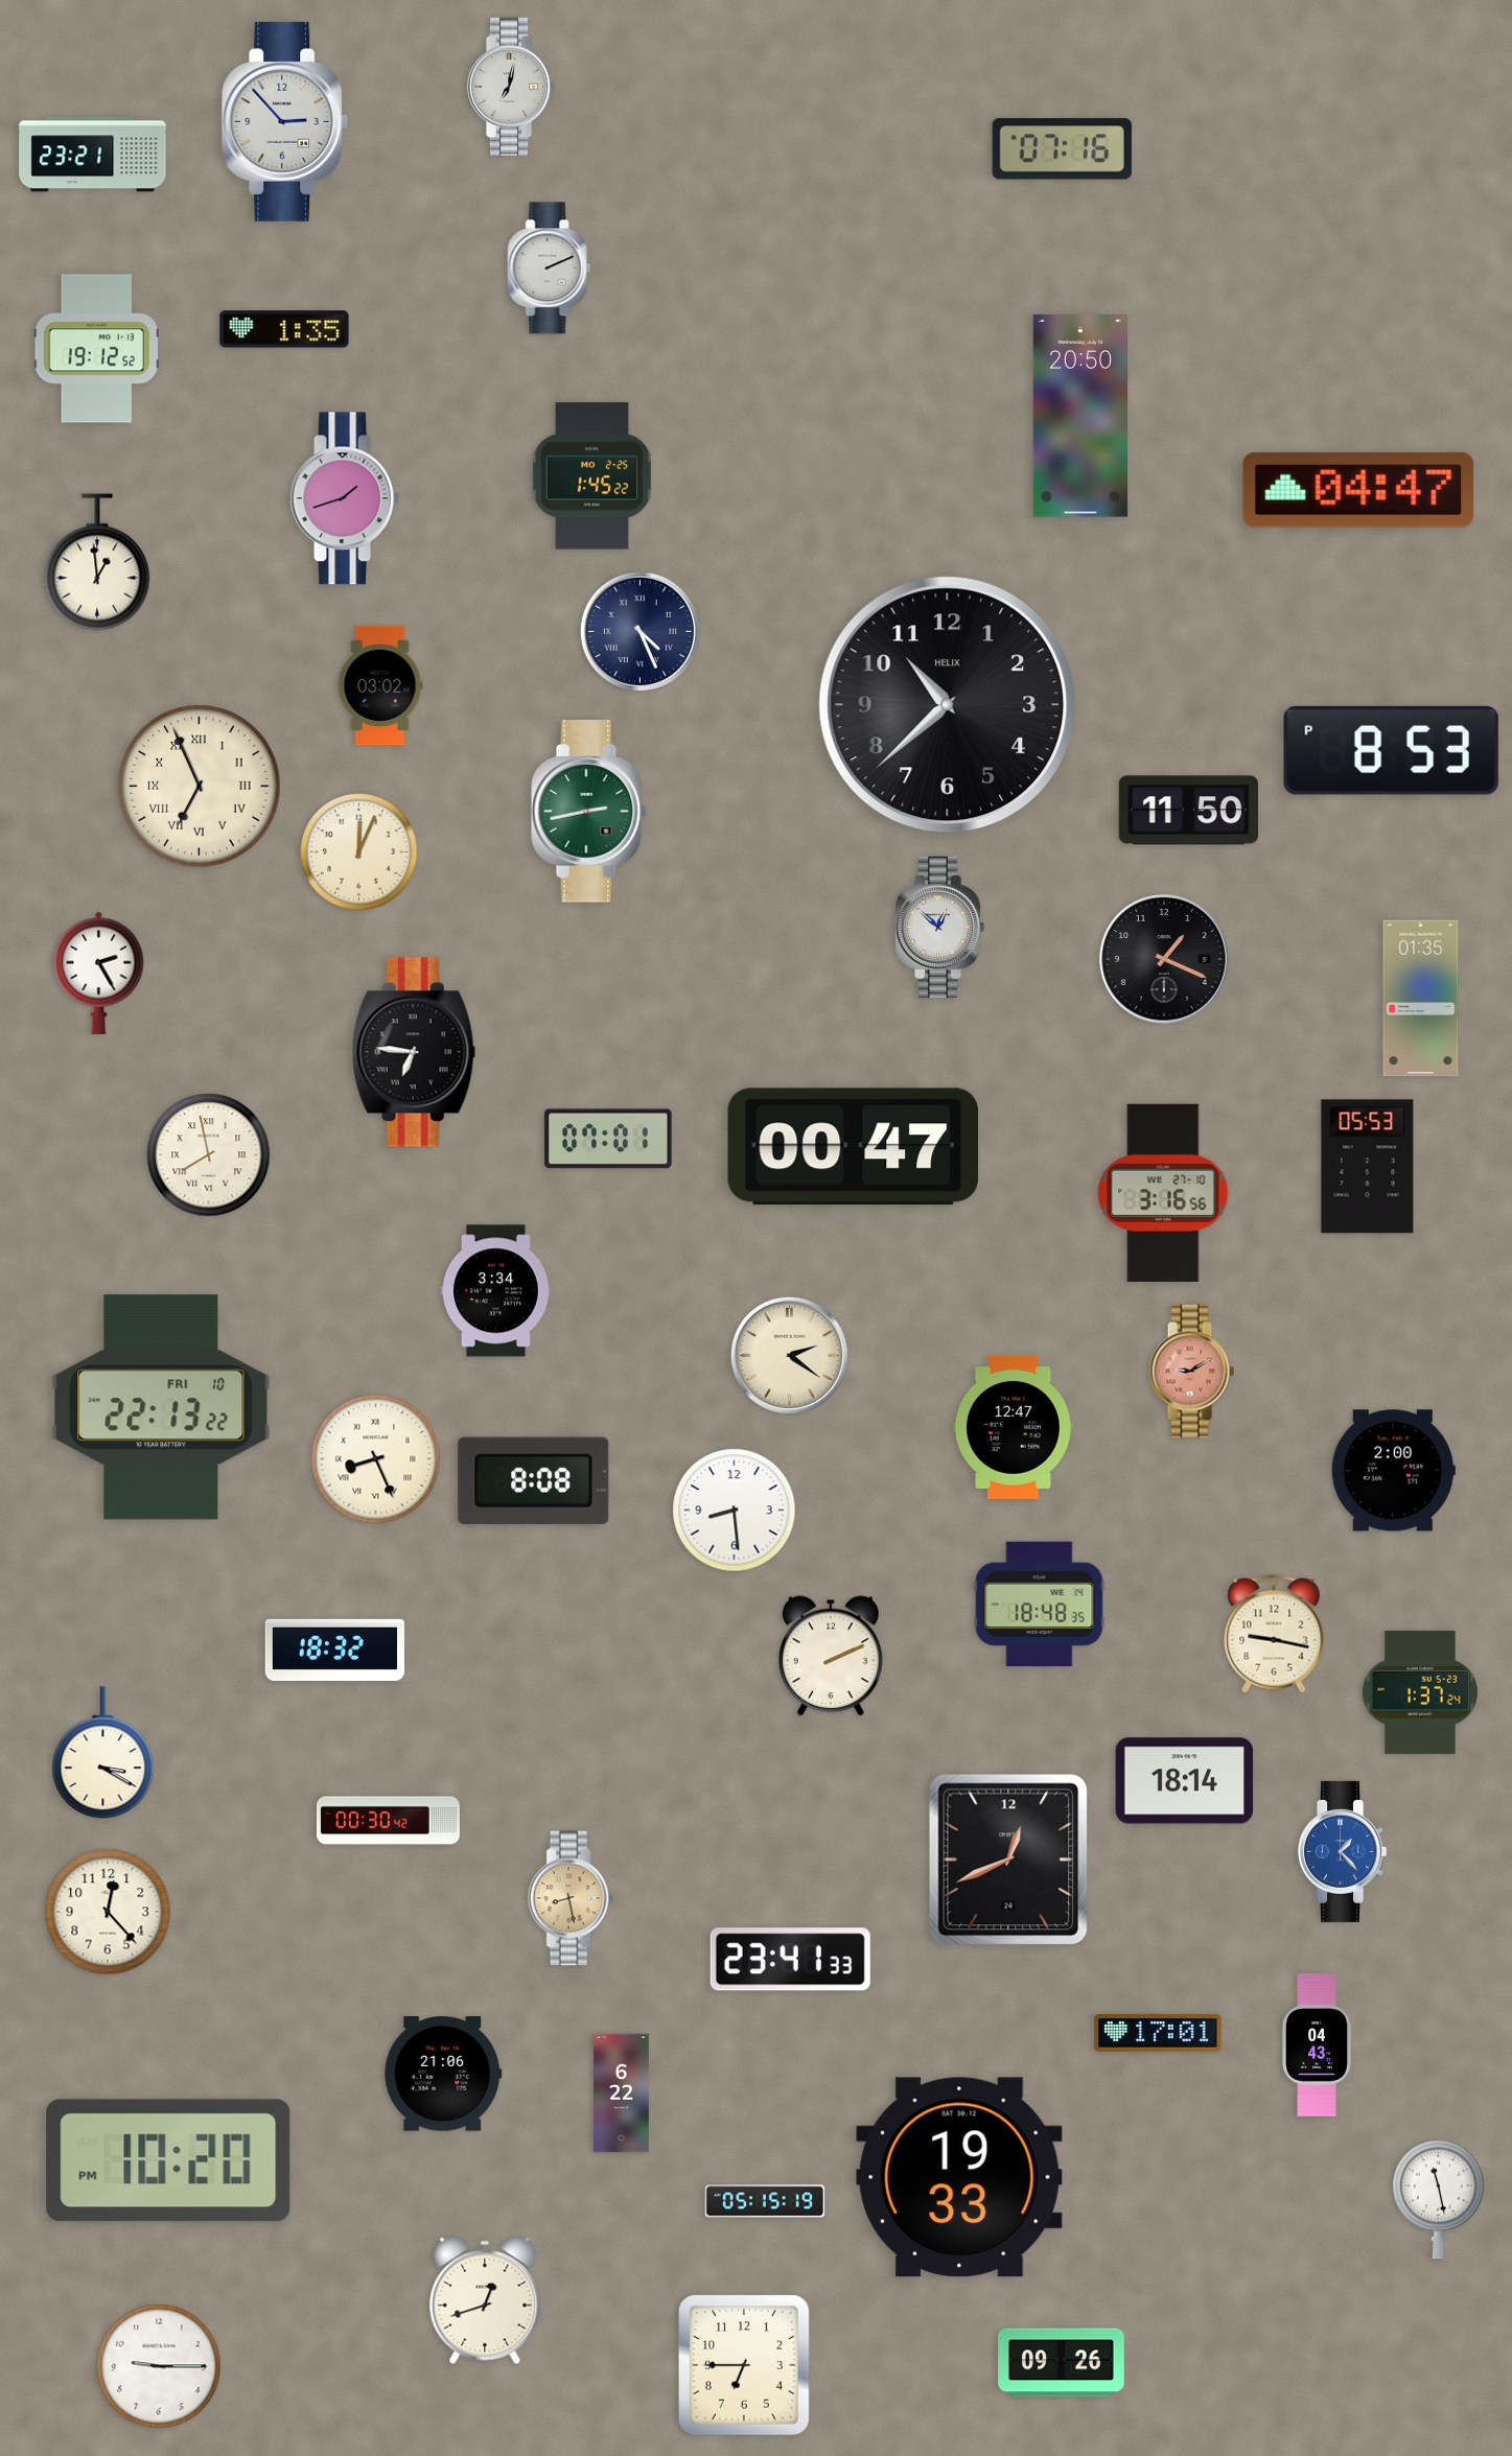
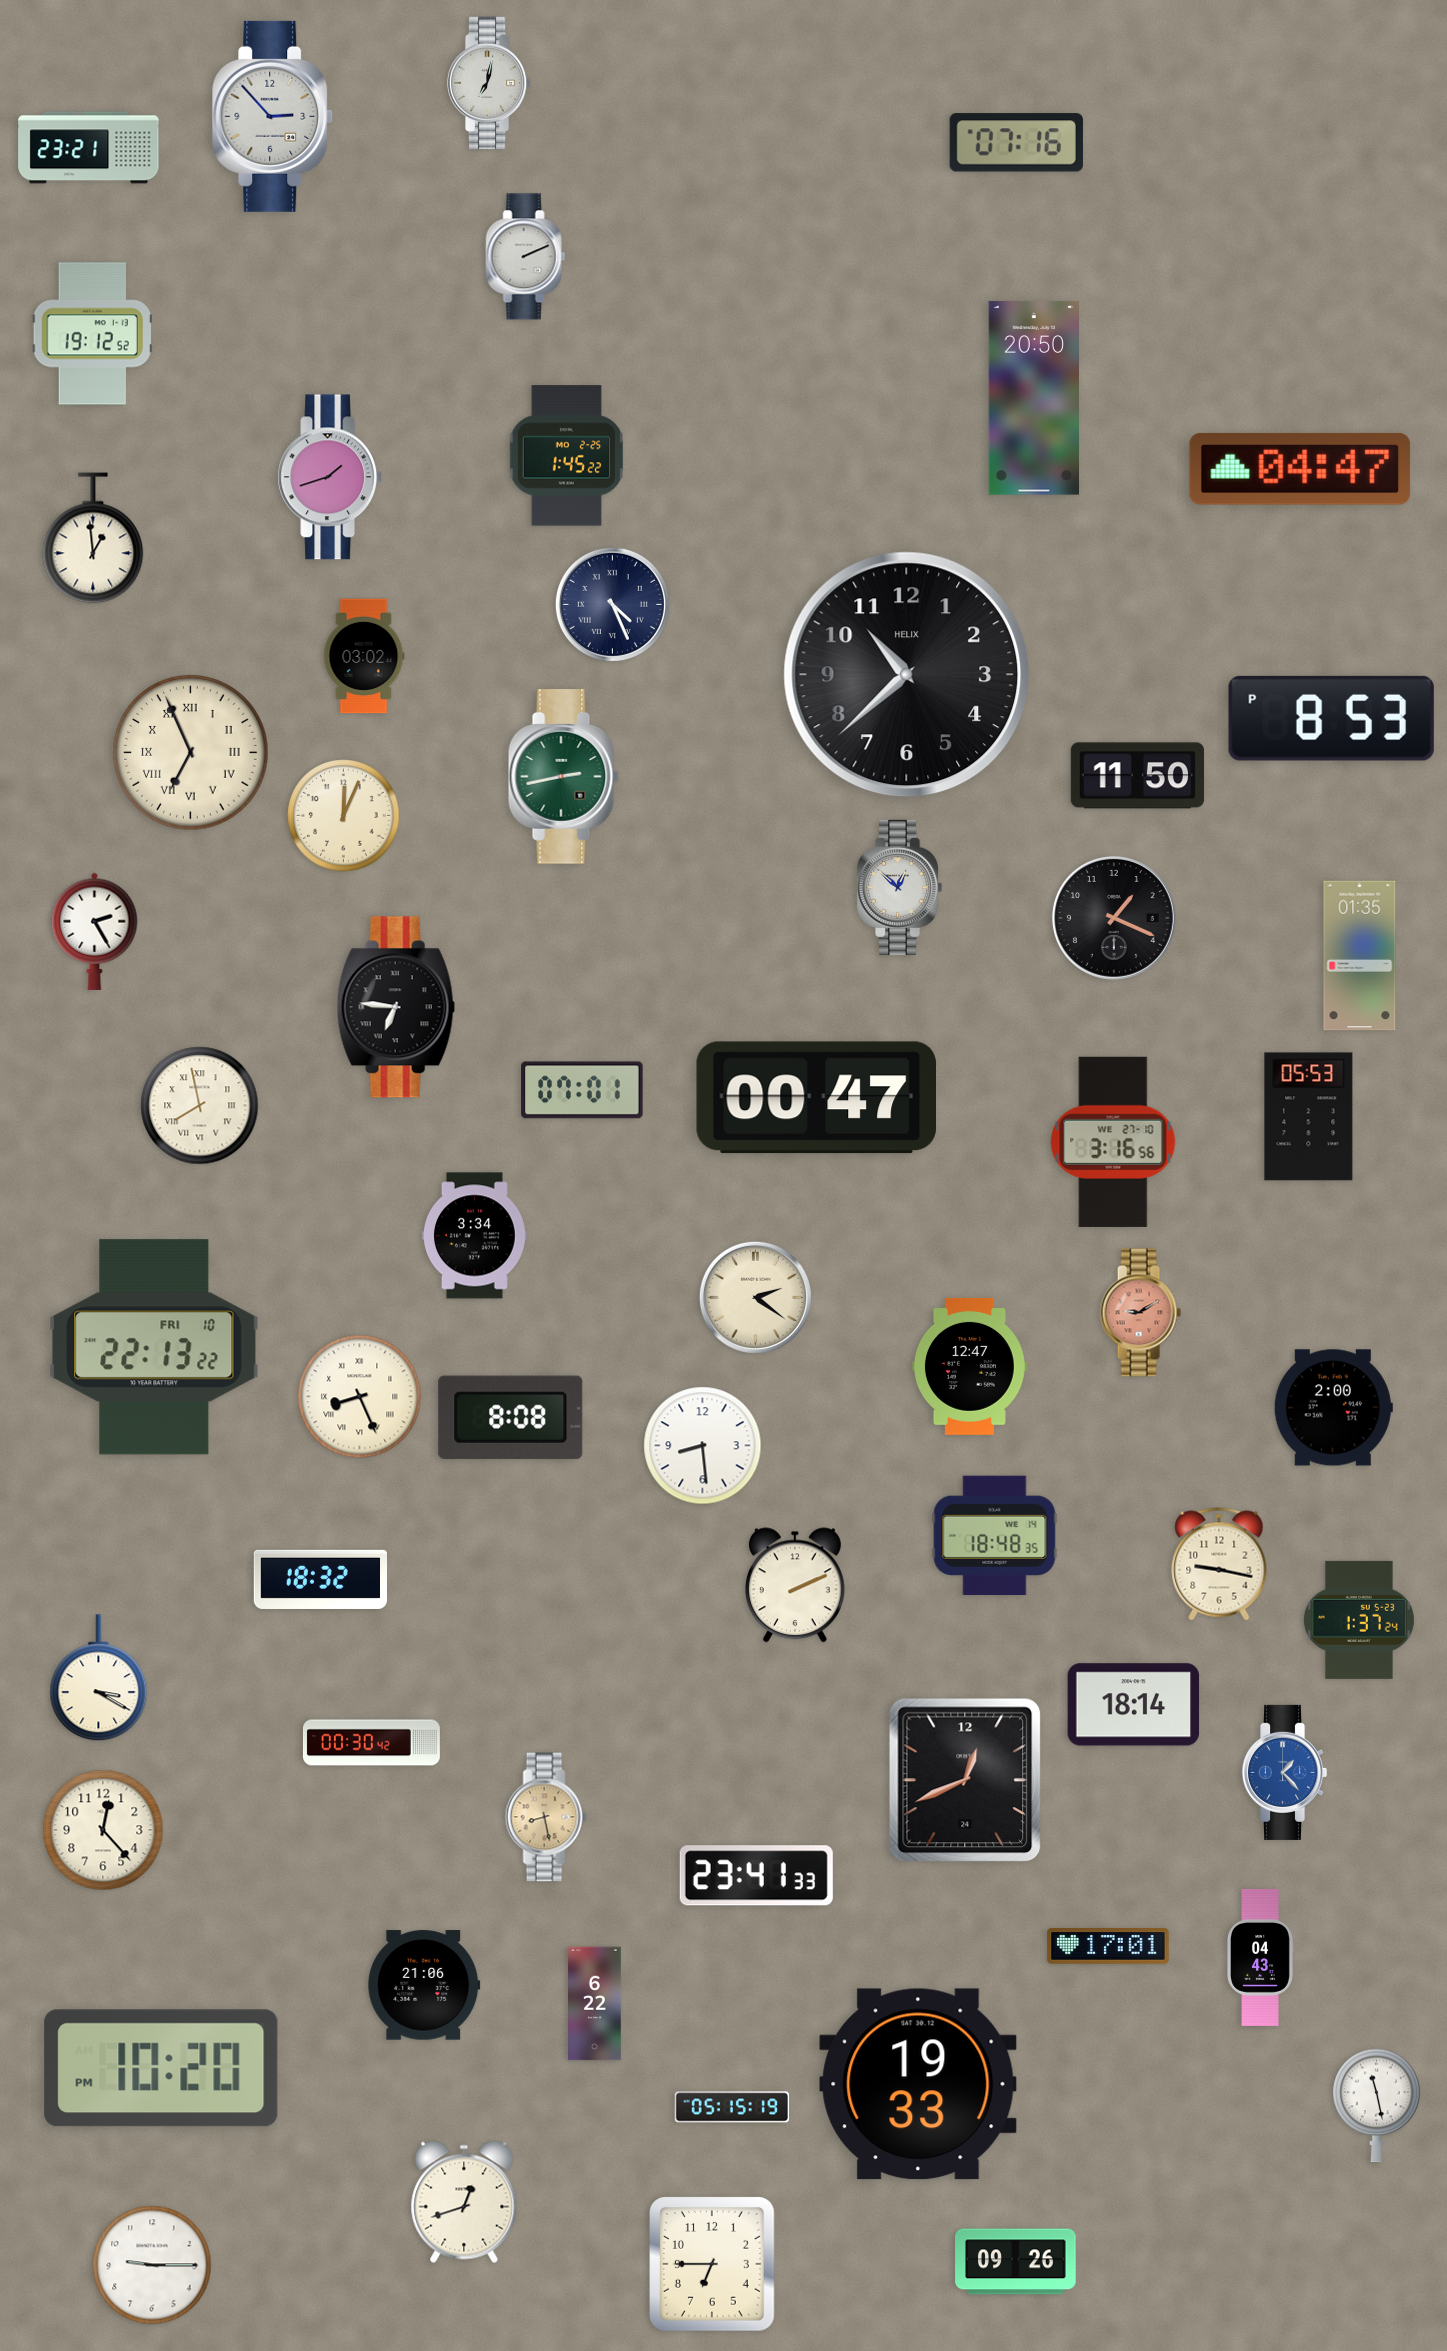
clock at (284, 329): 1:35 -> none
